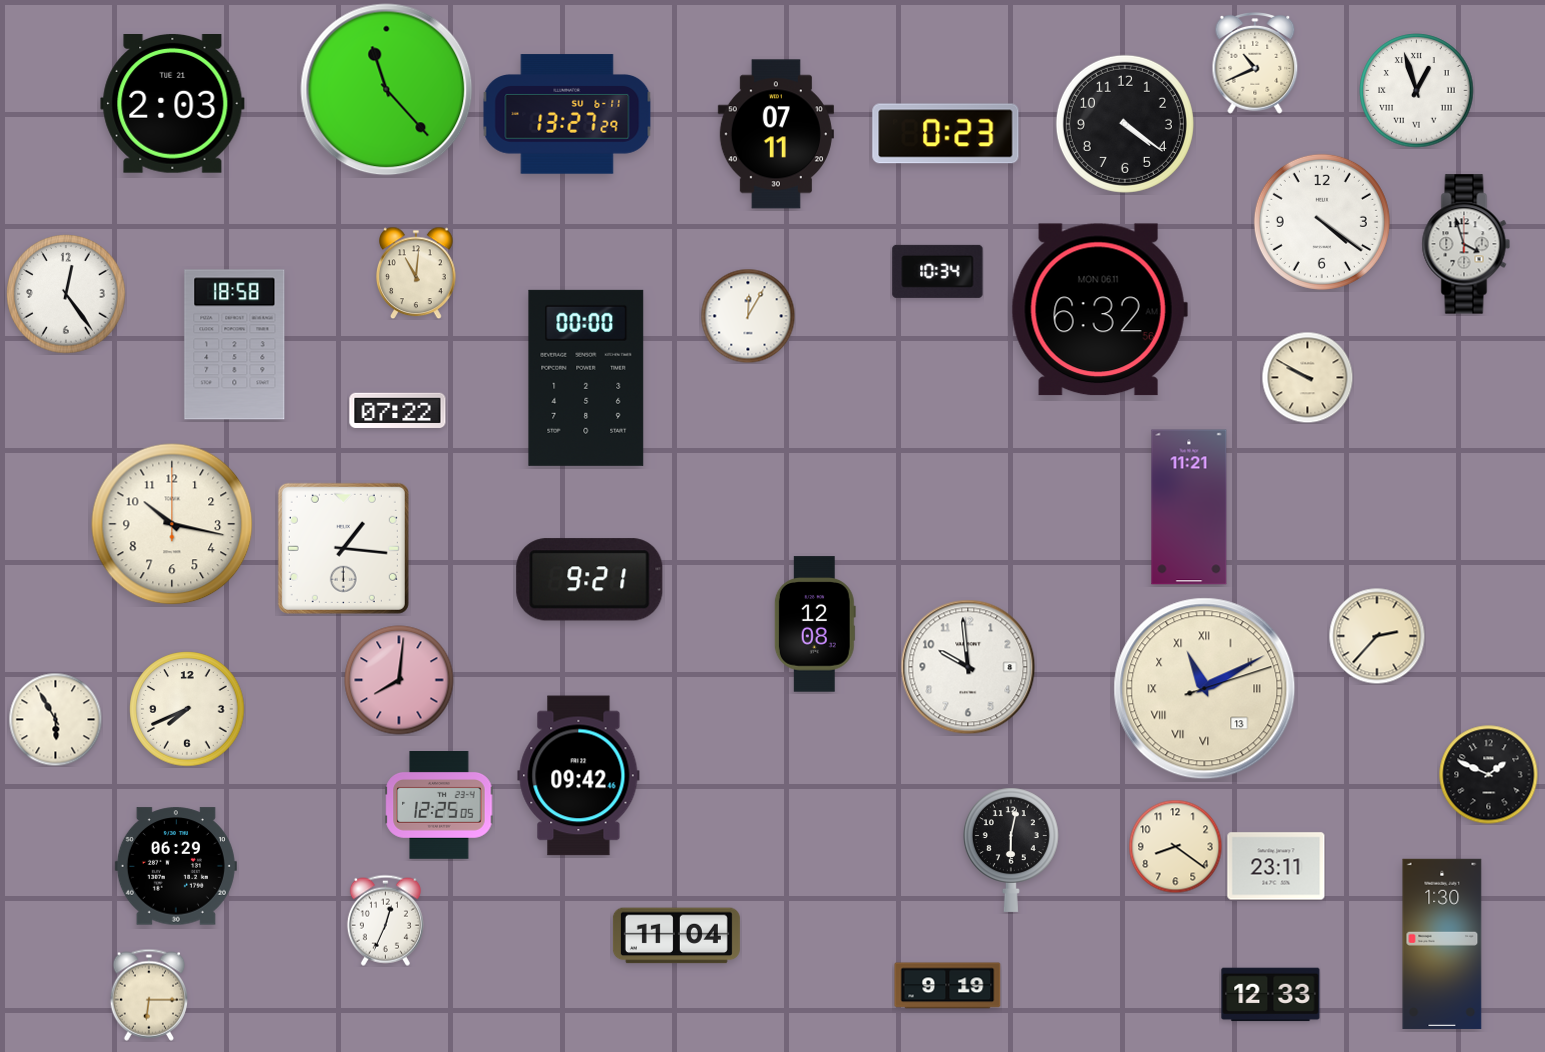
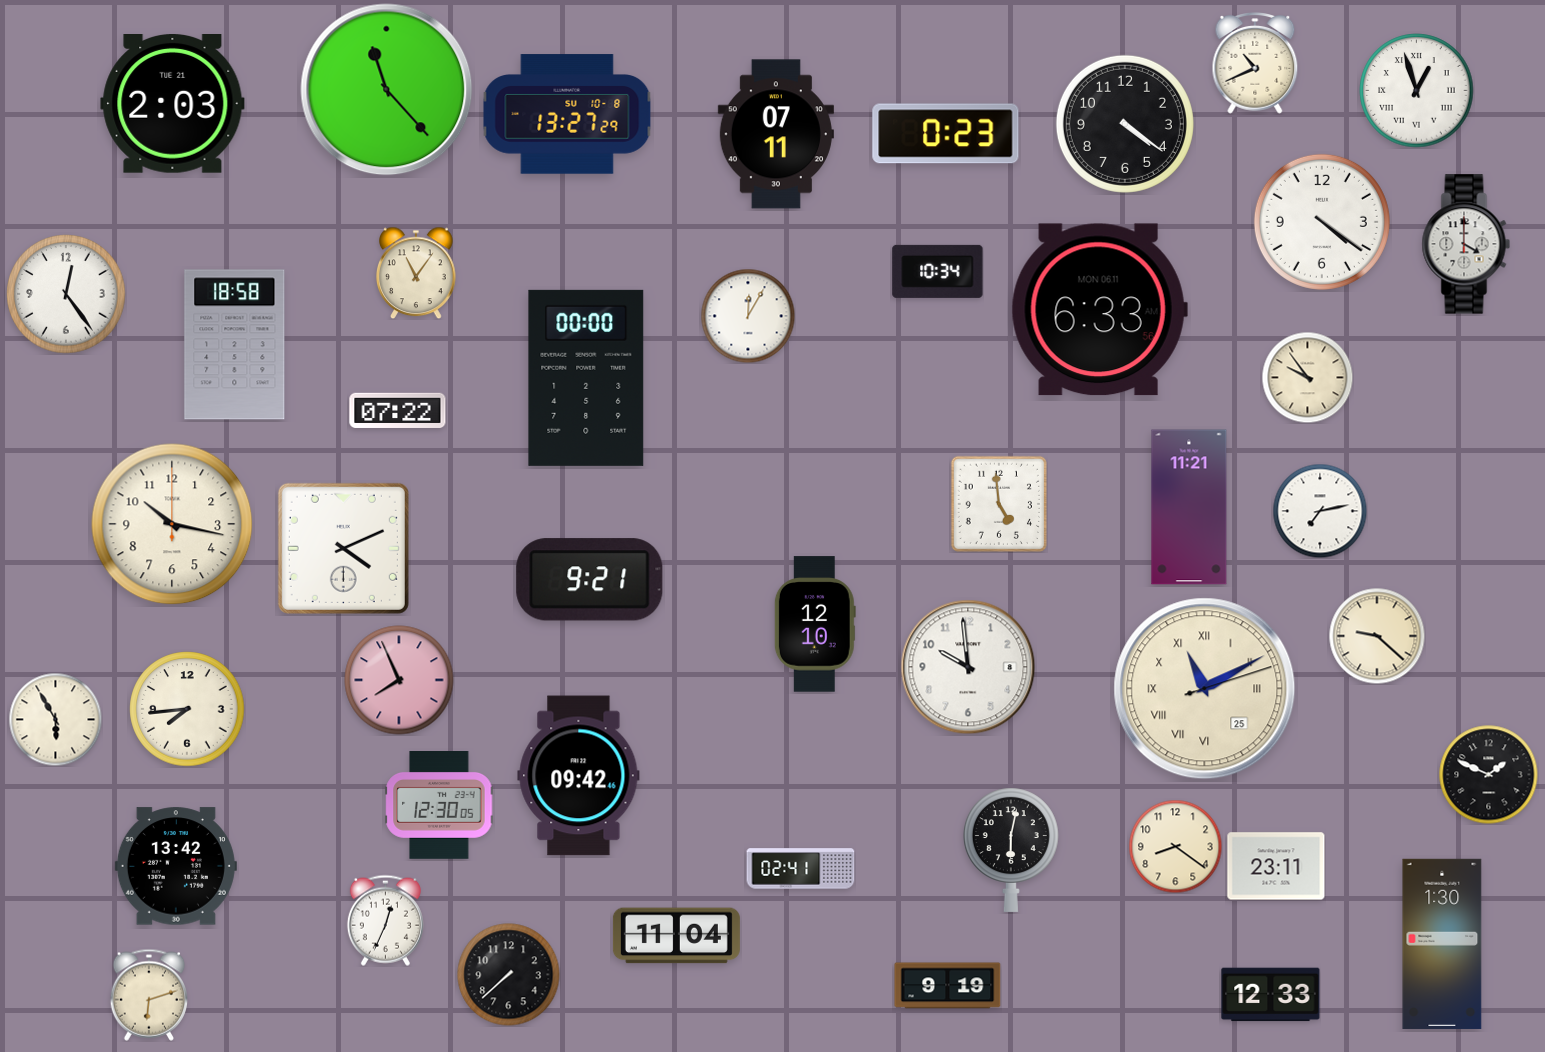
clock at (567, 114) date: SU 6-11 -> SU 10-8
clock at (1466, 244): 3:57 -> 4:00
clock at (417, 273): 11:01 -> 11:06
clock at (1099, 310): 6:32 -> 6:33
clock at (1307, 377): 9:50 -> 9:54
clock at (999, 504): none -> 4:59
clock at (1320, 511): none -> 7:13
clock at (343, 548): 1:16 -> 4:11
clock at (815, 624): 12:08 -> 12:10
clock at (1377, 636): 2:37 -> 9:22
clock at (399, 680): 8:01 -> 7:56
clock at (1205, 689) date: 13 -> 25
clock at (187, 709): 7:41 -> 7:44
clock at (439, 806): 12:25 -> 12:30
clock at (176, 866): 06:29 -> 13:42
clock at (801, 869): none -> 02:41
clock at (509, 975): none -> 7:38
clock at (148, 995): 6:15 -> 6:12
